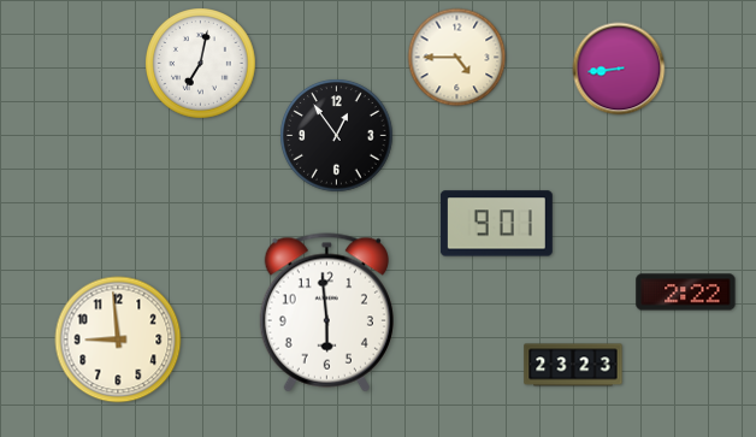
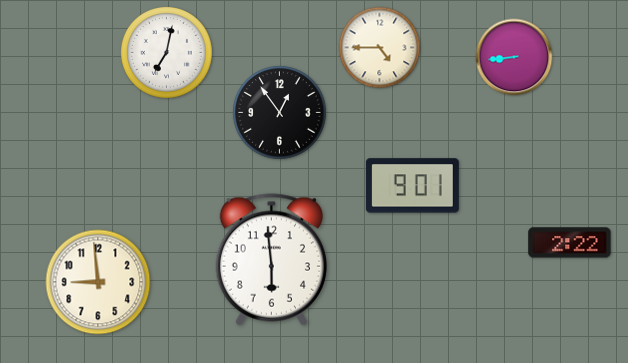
clock at (573, 365): 23:23 -> none
